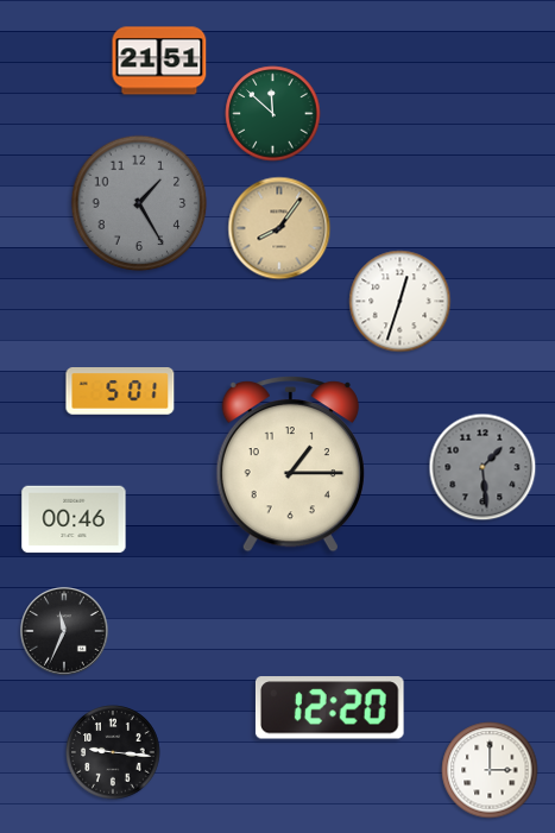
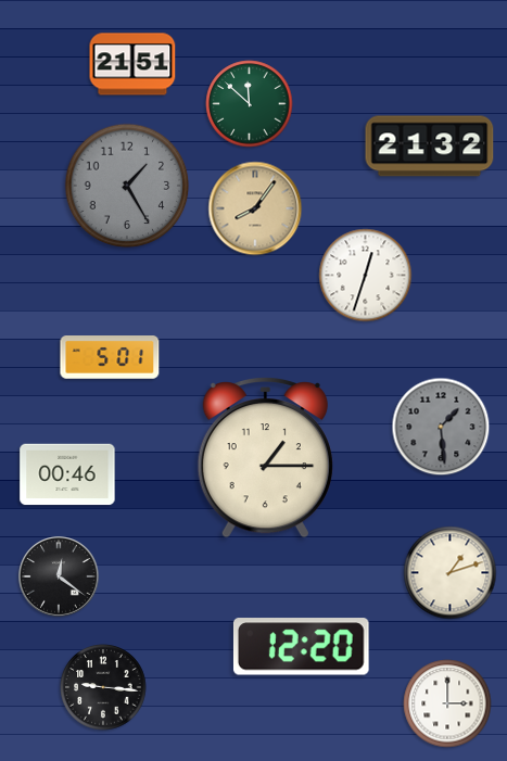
clock at (159, 61) position: (159, 61) -> (132, 64)
clock at (430, 147): none -> 21:32
clock at (290, 465) position: (290, 465) -> (265, 458)
clock at (451, 573): none -> 1:12
clock at (64, 631): 11:34 -> 12:21
